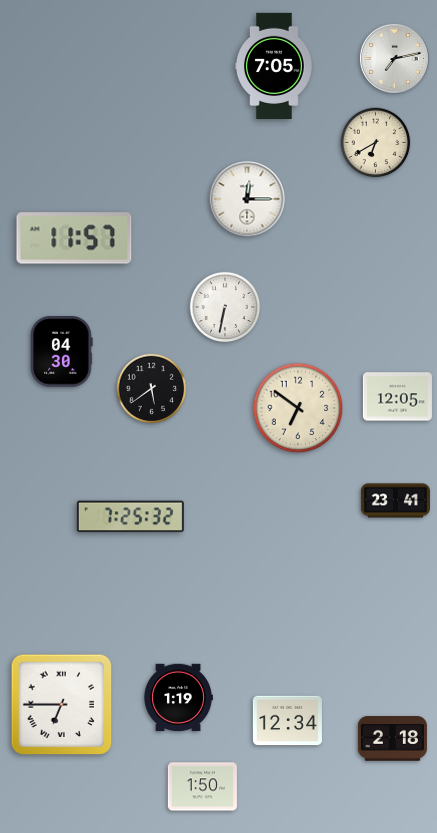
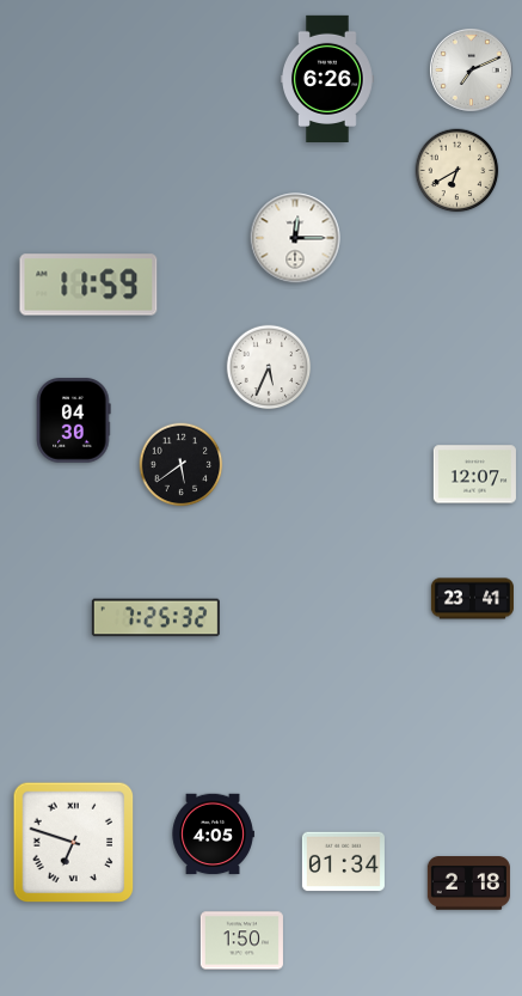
clock at (394, 58): 7:13 -> 7:11
clock at (275, 65): 7:05 -> 6:26
clock at (376, 143) position: (376, 143) -> (457, 171)
clock at (74, 238): 11:57 -> 11:59
clock at (225, 307): 6:32 -> 5:34
clock at (397, 397): 12:05 -> 12:07
clock at (298, 408): 6:51 -> none
clock at (178, 698): 1:19 -> 4:05
clock at (62, 705): 6:45 -> 6:48
clock at (287, 721): 12:34 -> 01:34
